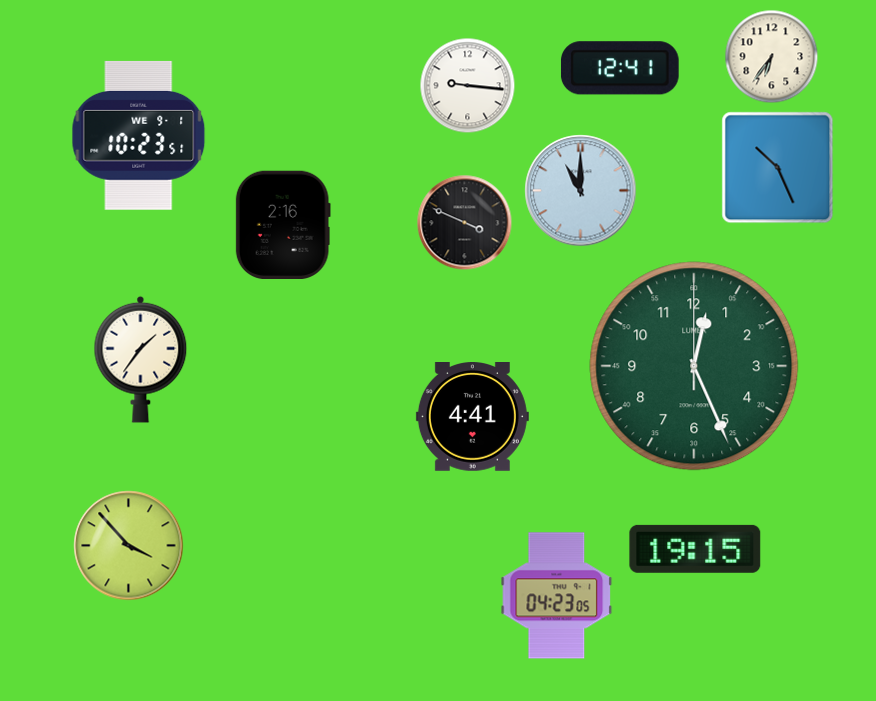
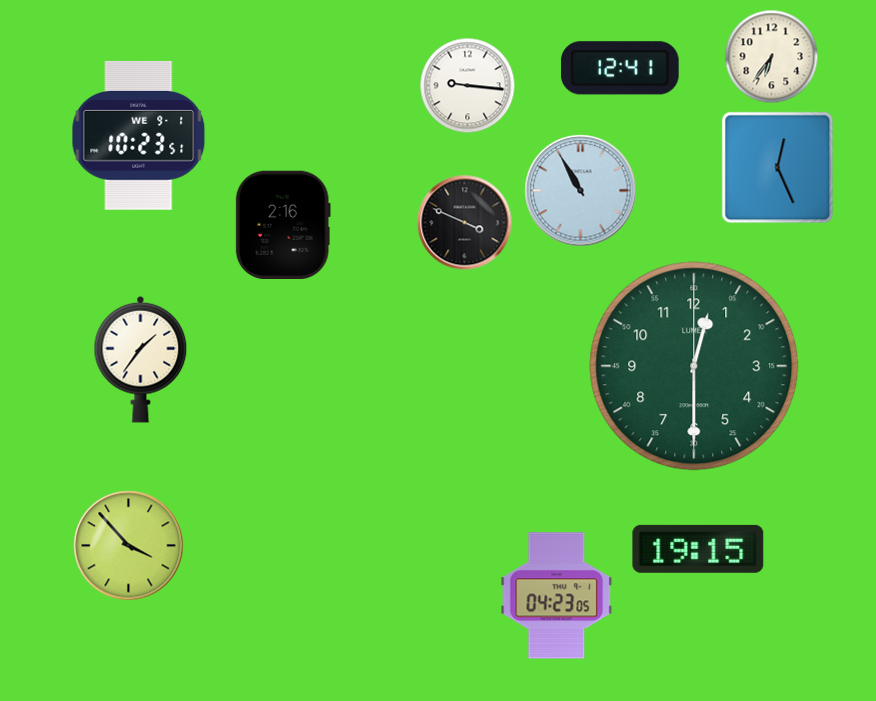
clock at (778, 168): 10:26 -> 12:26
clock at (581, 191): 11:00 -> 10:55
clock at (694, 366): 12:26 -> 12:30
clock at (472, 417): 4:41 -> none
clock at (695, 549) position: (695, 549) -> (698, 549)
